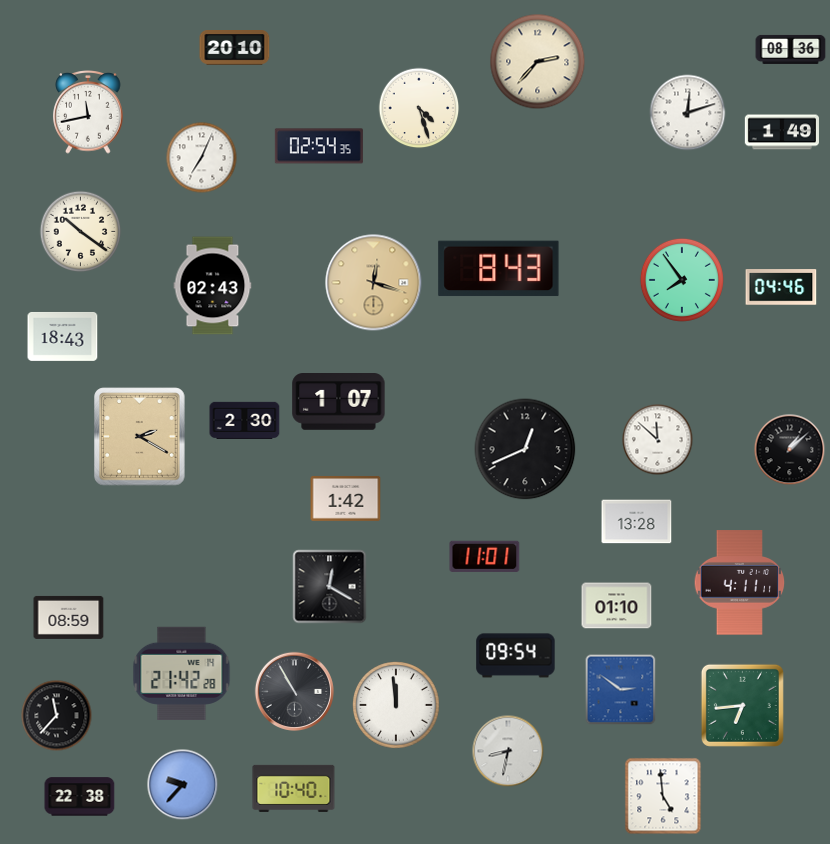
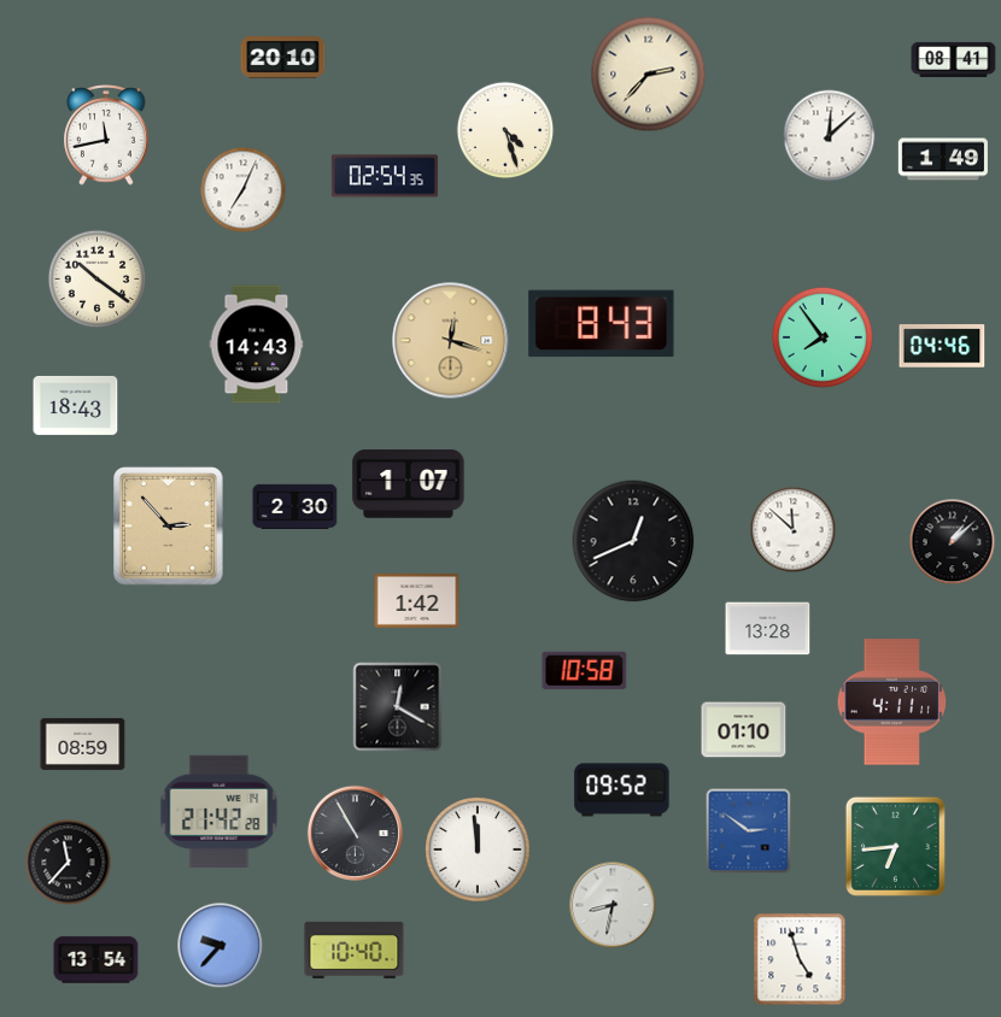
clock at (791, 49): 08:36 -> 08:41
clock at (688, 113): 12:12 -> 12:08
clock at (213, 286): 02:43 -> 14:43
clock at (140, 437): 2:20 -> 2:53
clock at (485, 556): 11:01 -> 10:58
clock at (516, 656): 09:54 -> 09:52
clock at (742, 705) position: (742, 705) -> (895, 846)
clock at (663, 796): 4:59 -> 4:57
clock at (80, 797): 22:38 -> 13:54
